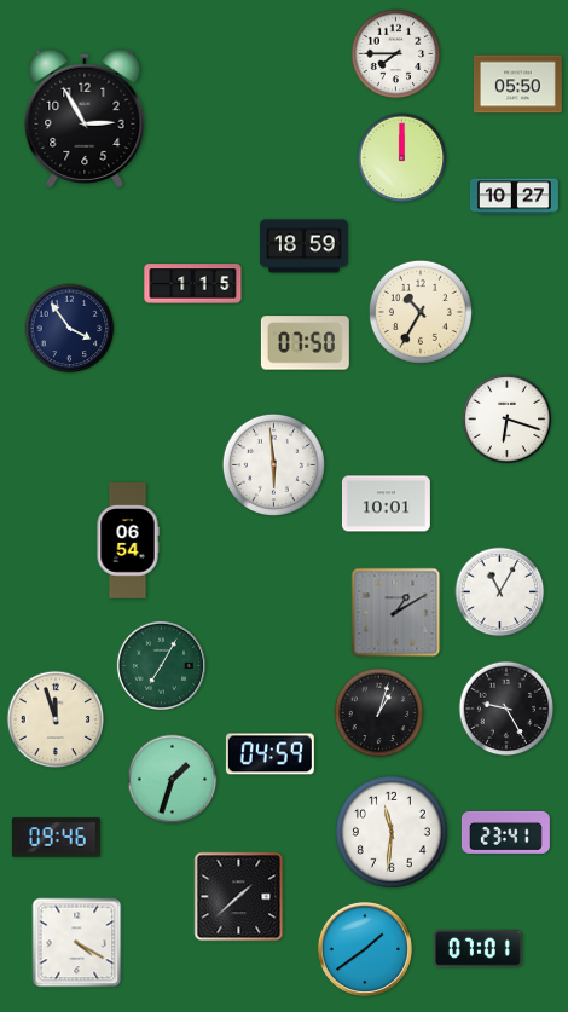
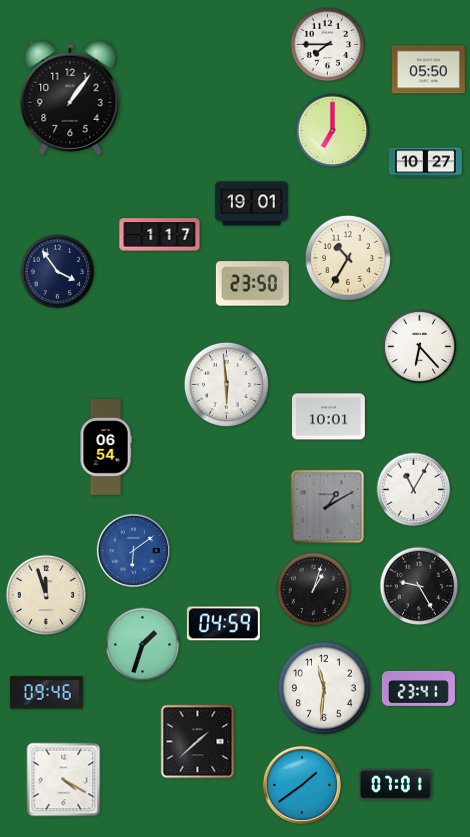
clock at (85, 118): 2:55 -> 1:06
clock at (402, 158): 12:00 -> 7:00
clock at (303, 247): 18:59 -> 19:01
clock at (193, 284): 1:15 -> 1:17
clock at (305, 343): 07:50 -> 23:50
clock at (506, 418): 6:18 -> 6:23
clock at (386, 504) position: (386, 504) -> (328, 417)
clock at (161, 665): 7:05 -> 6:09
clock at (161, 665) dial: green -> blue
